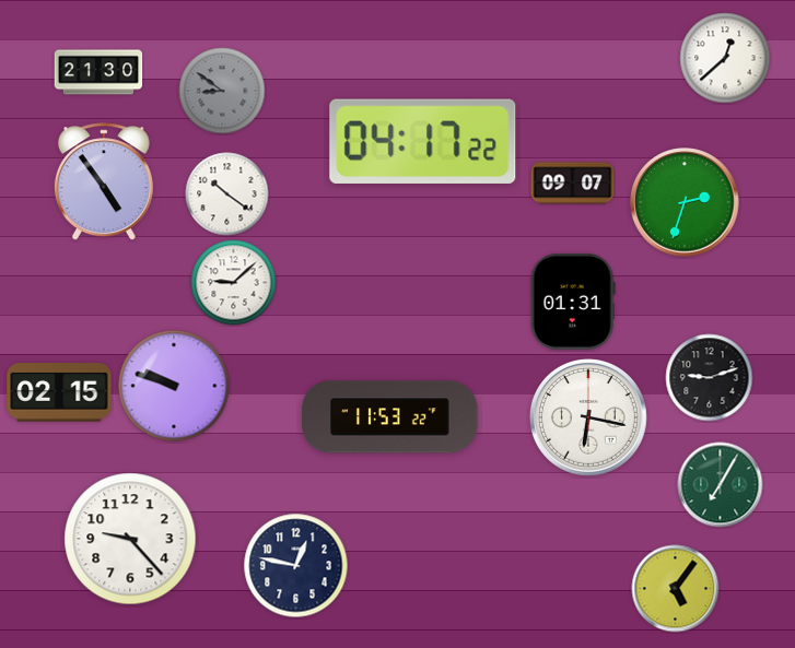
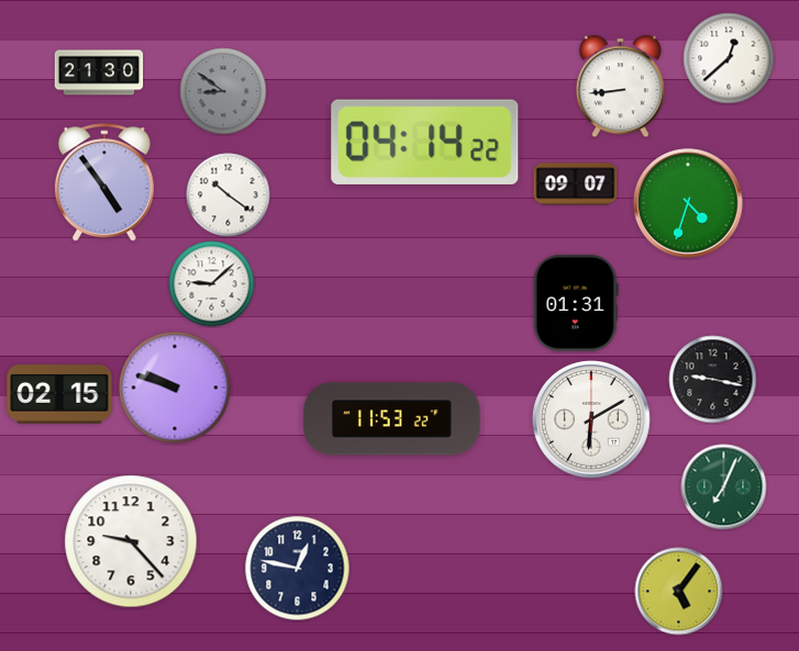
clock at (620, 87): none -> 8:44
clock at (423, 141): 04:17 -> 04:14
clock at (685, 202): 2:33 -> 4:33
clock at (234, 283) position: (234, 283) -> (212, 284)
clock at (710, 378): 9:12 -> 9:17
clock at (588, 417): 6:17 -> 6:10
clock at (721, 485): 7:05 -> 7:04
